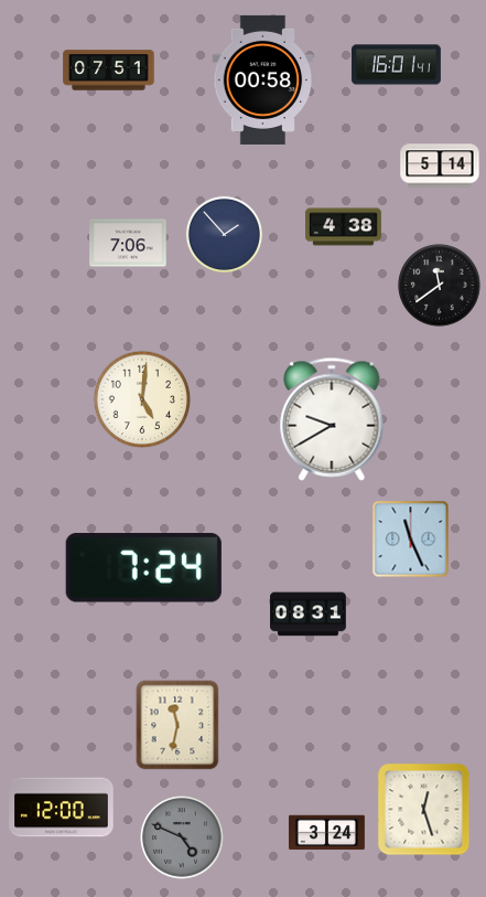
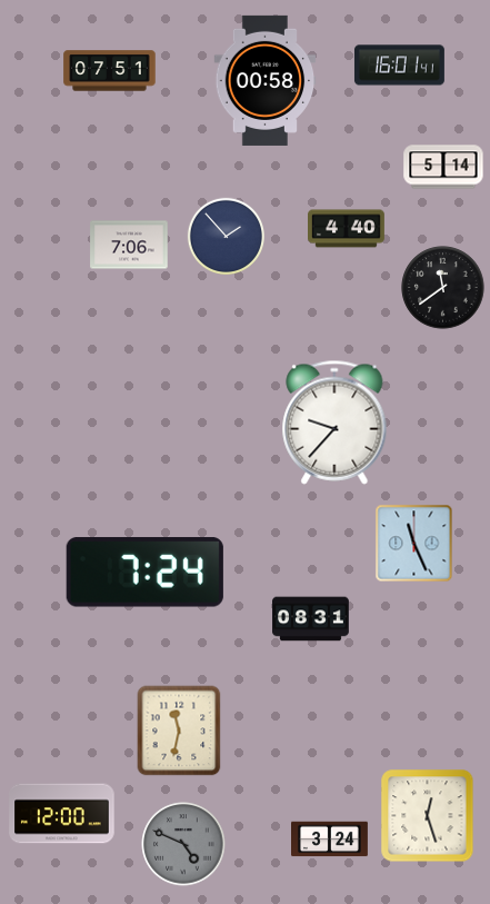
clock at (344, 227): 4:38 -> 4:40
clock at (142, 399): 5:01 -> none
clock at (332, 419): 9:40 -> 9:37
